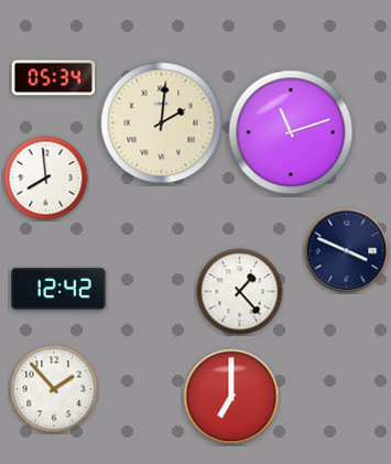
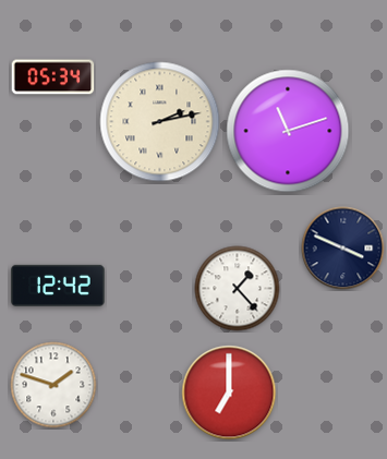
clock at (162, 123): 2:01 -> 2:13
clock at (46, 179): 7:59 -> none
clock at (54, 389): 1:53 -> 1:48
